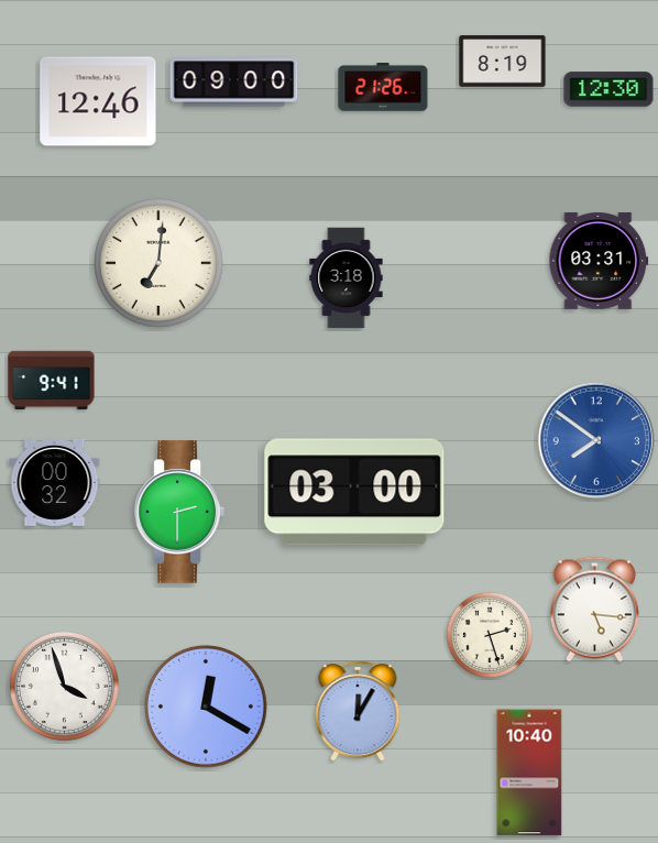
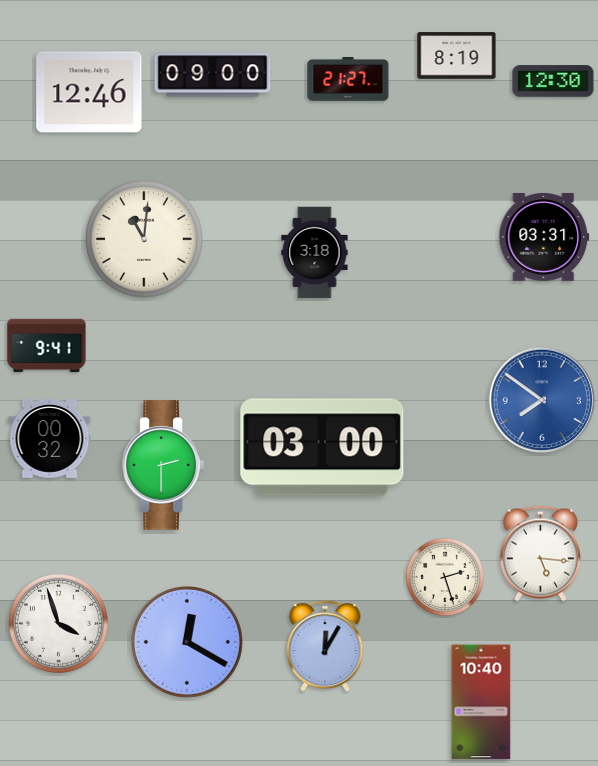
clock at (383, 87): 21:26 -> 21:27
clock at (160, 264): 7:01 -> 11:01
